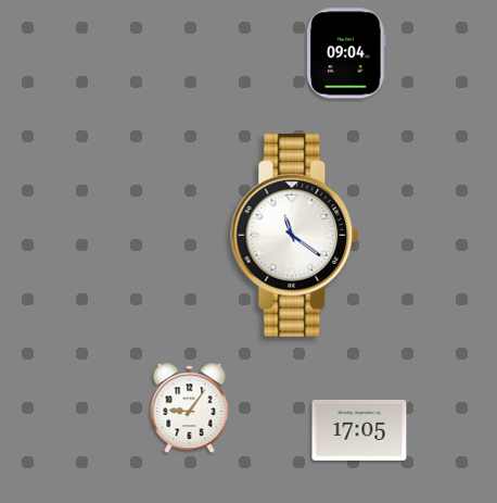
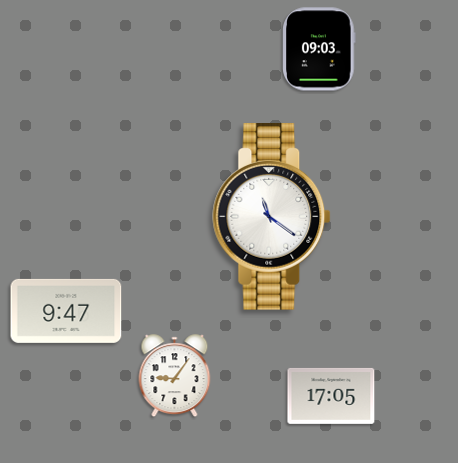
clock at (346, 53): 09:04 -> 09:03
clock at (66, 311): none -> 9:47
